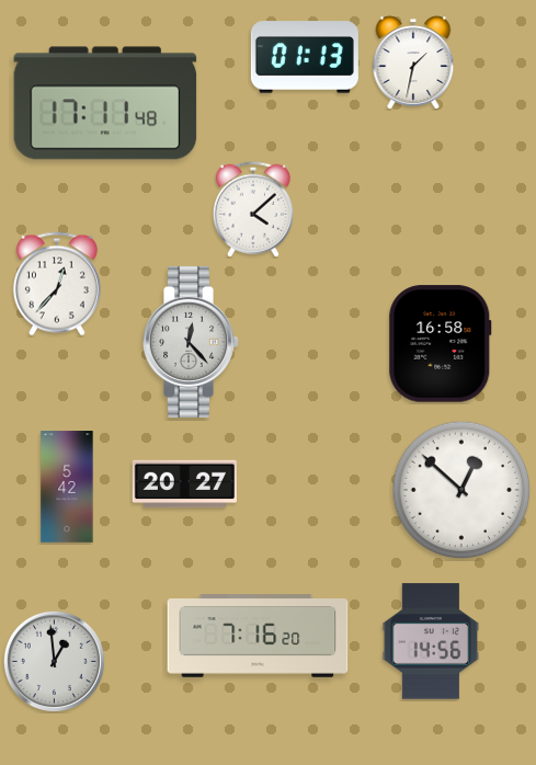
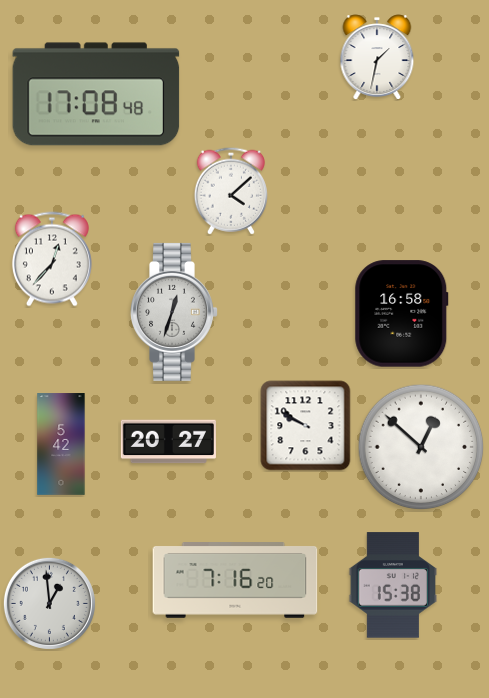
clock at (305, 57): 01:13 -> none
clock at (105, 103): 17:11 -> 17:08
clock at (192, 342): 12:23 -> 12:33
clock at (306, 426): none -> 9:50
clock at (431, 641): 14:56 -> 15:38
